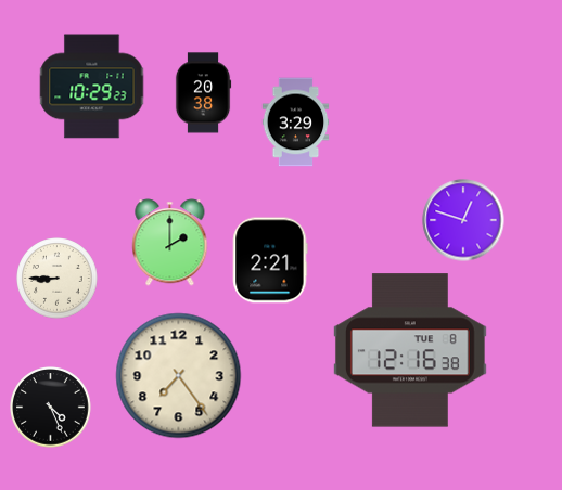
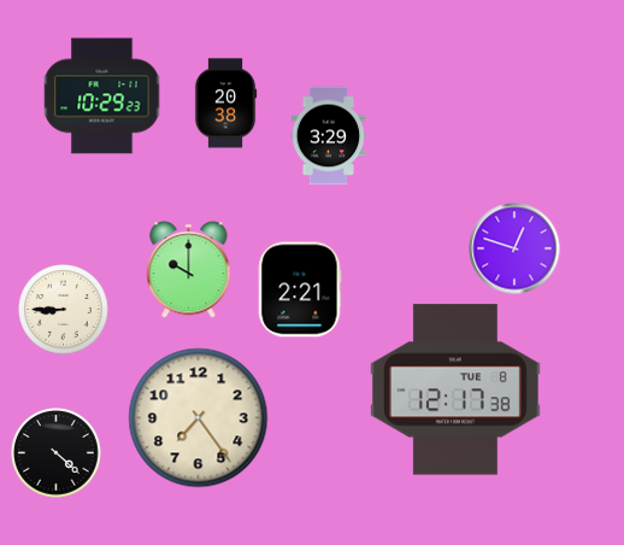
clock at (463, 220) position: (463, 220) -> (514, 248)
clock at (170, 243): 2:00 -> 10:00
clock at (410, 350): 12:16 -> 12:17
clock at (51, 408): 4:26 -> 4:22
